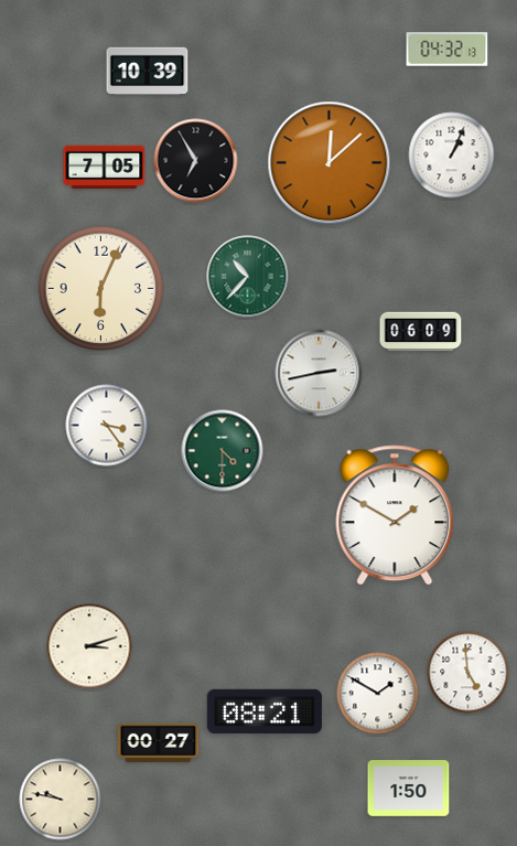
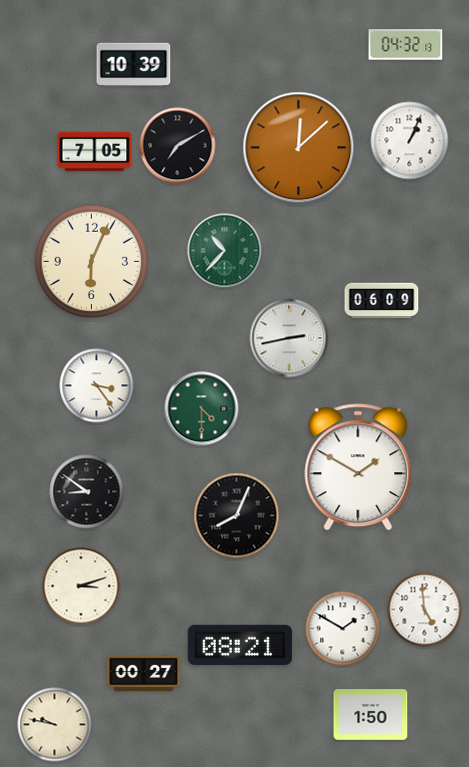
clock at (196, 161): 6:55 -> 7:10
clock at (87, 492): none -> 8:51
clock at (237, 516): none -> 8:04
